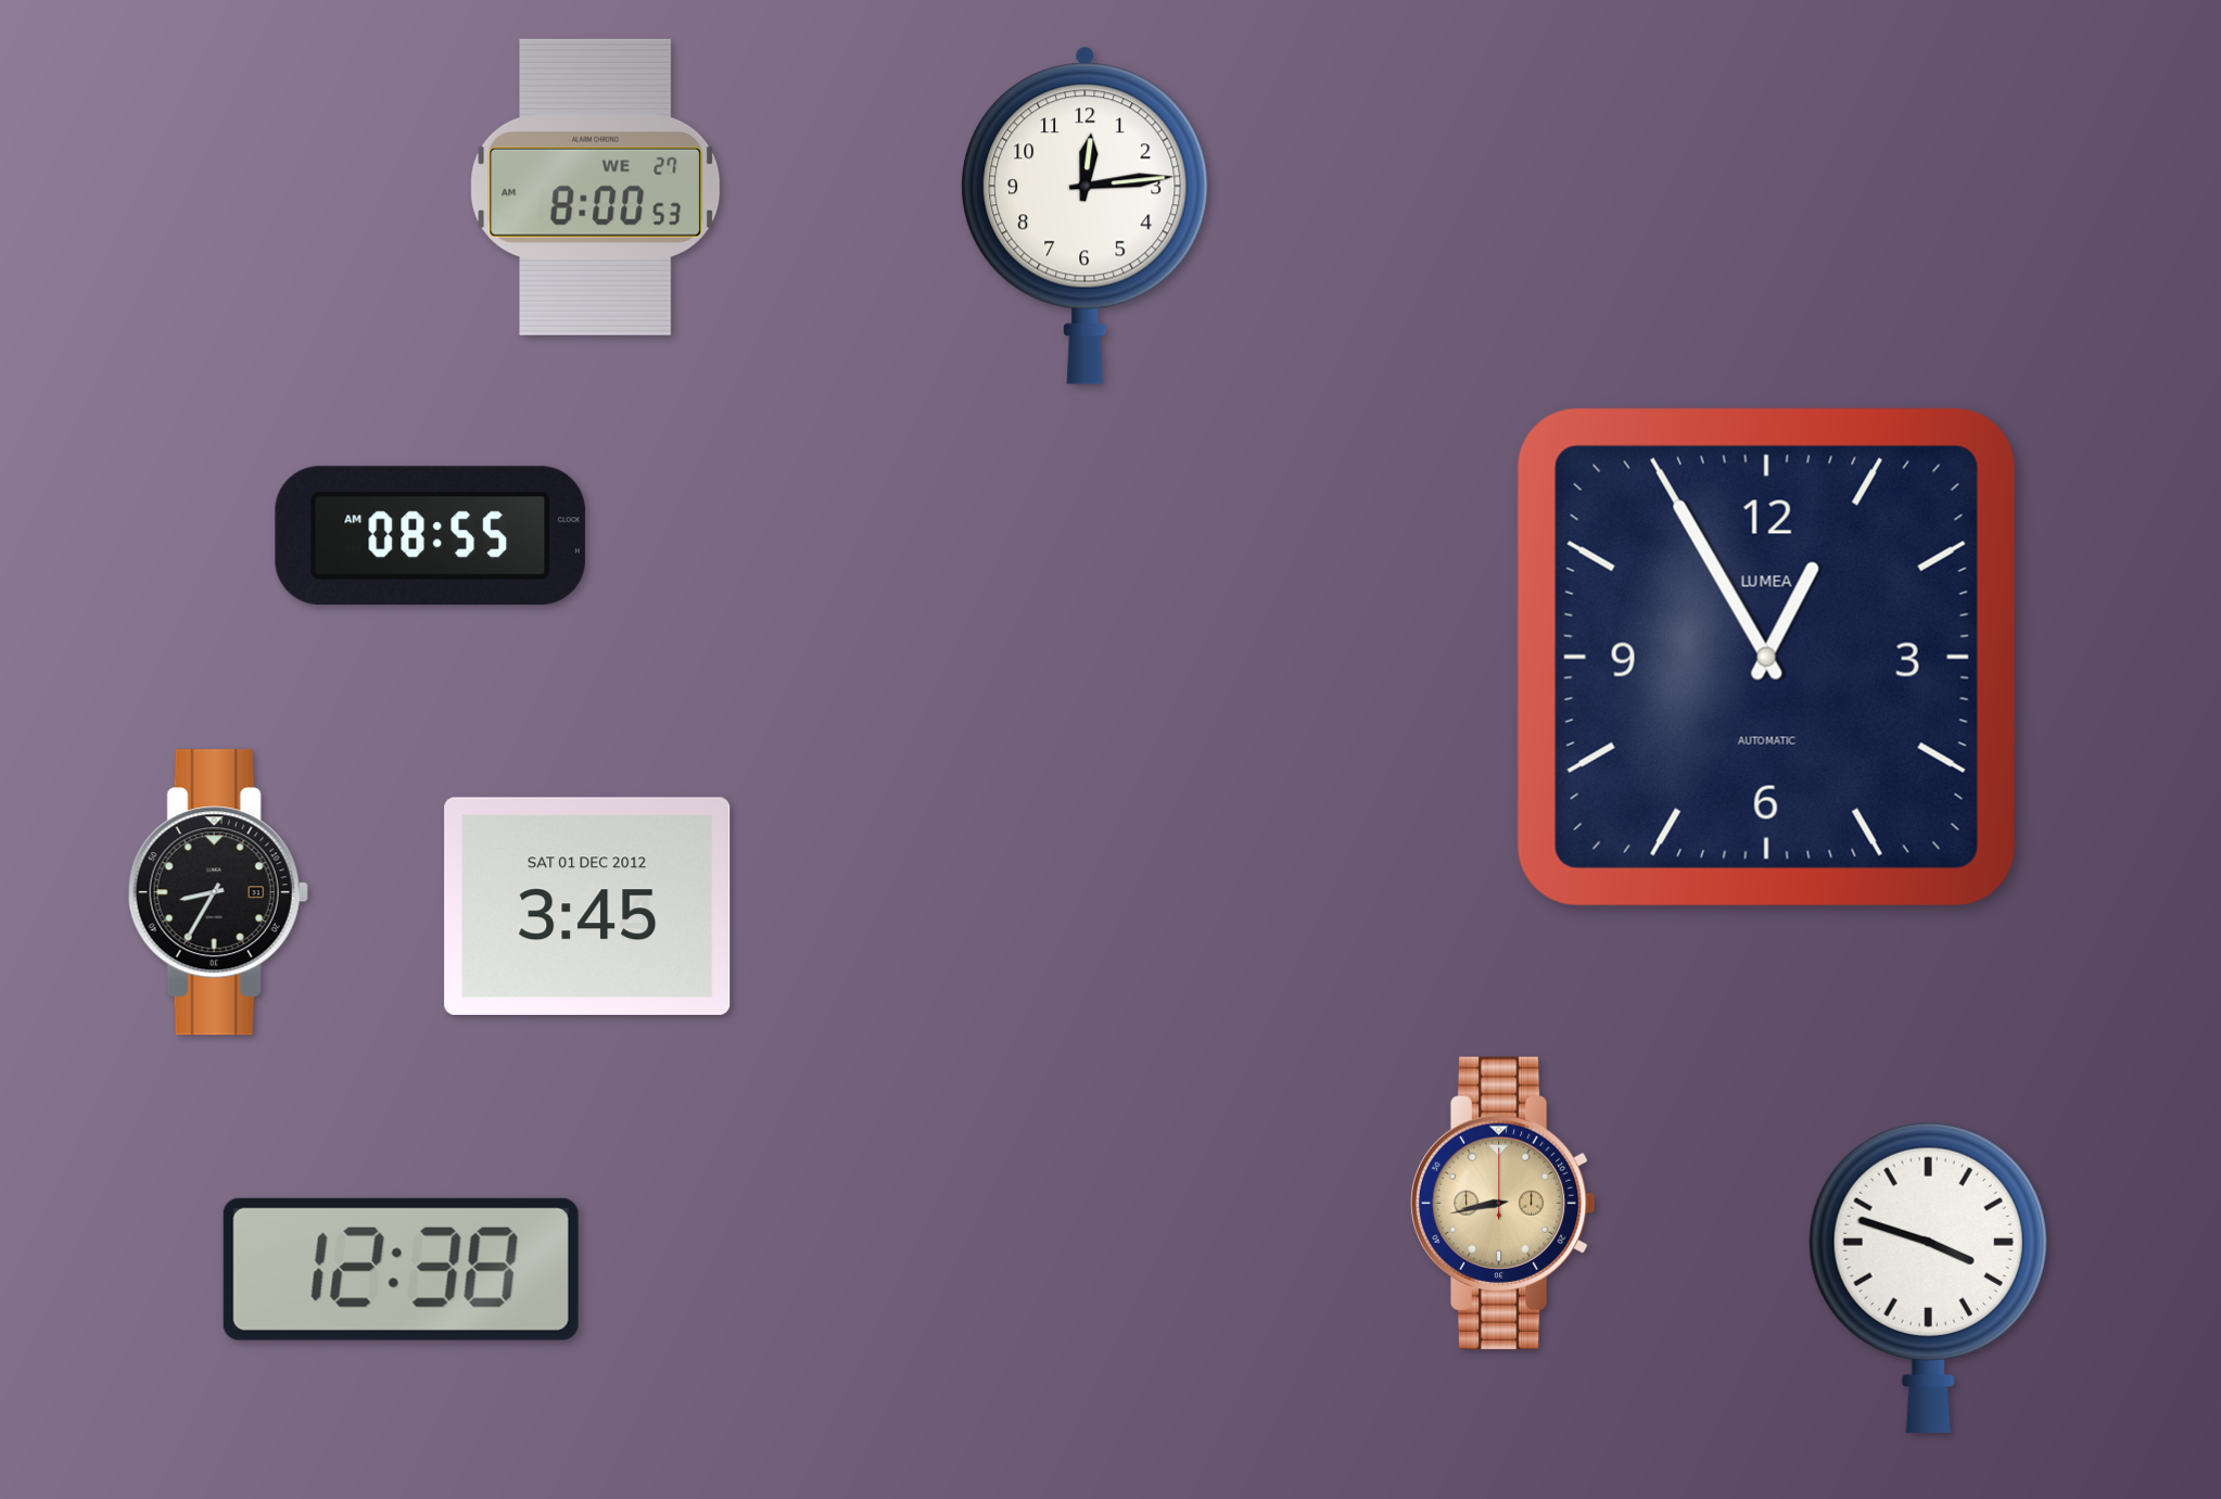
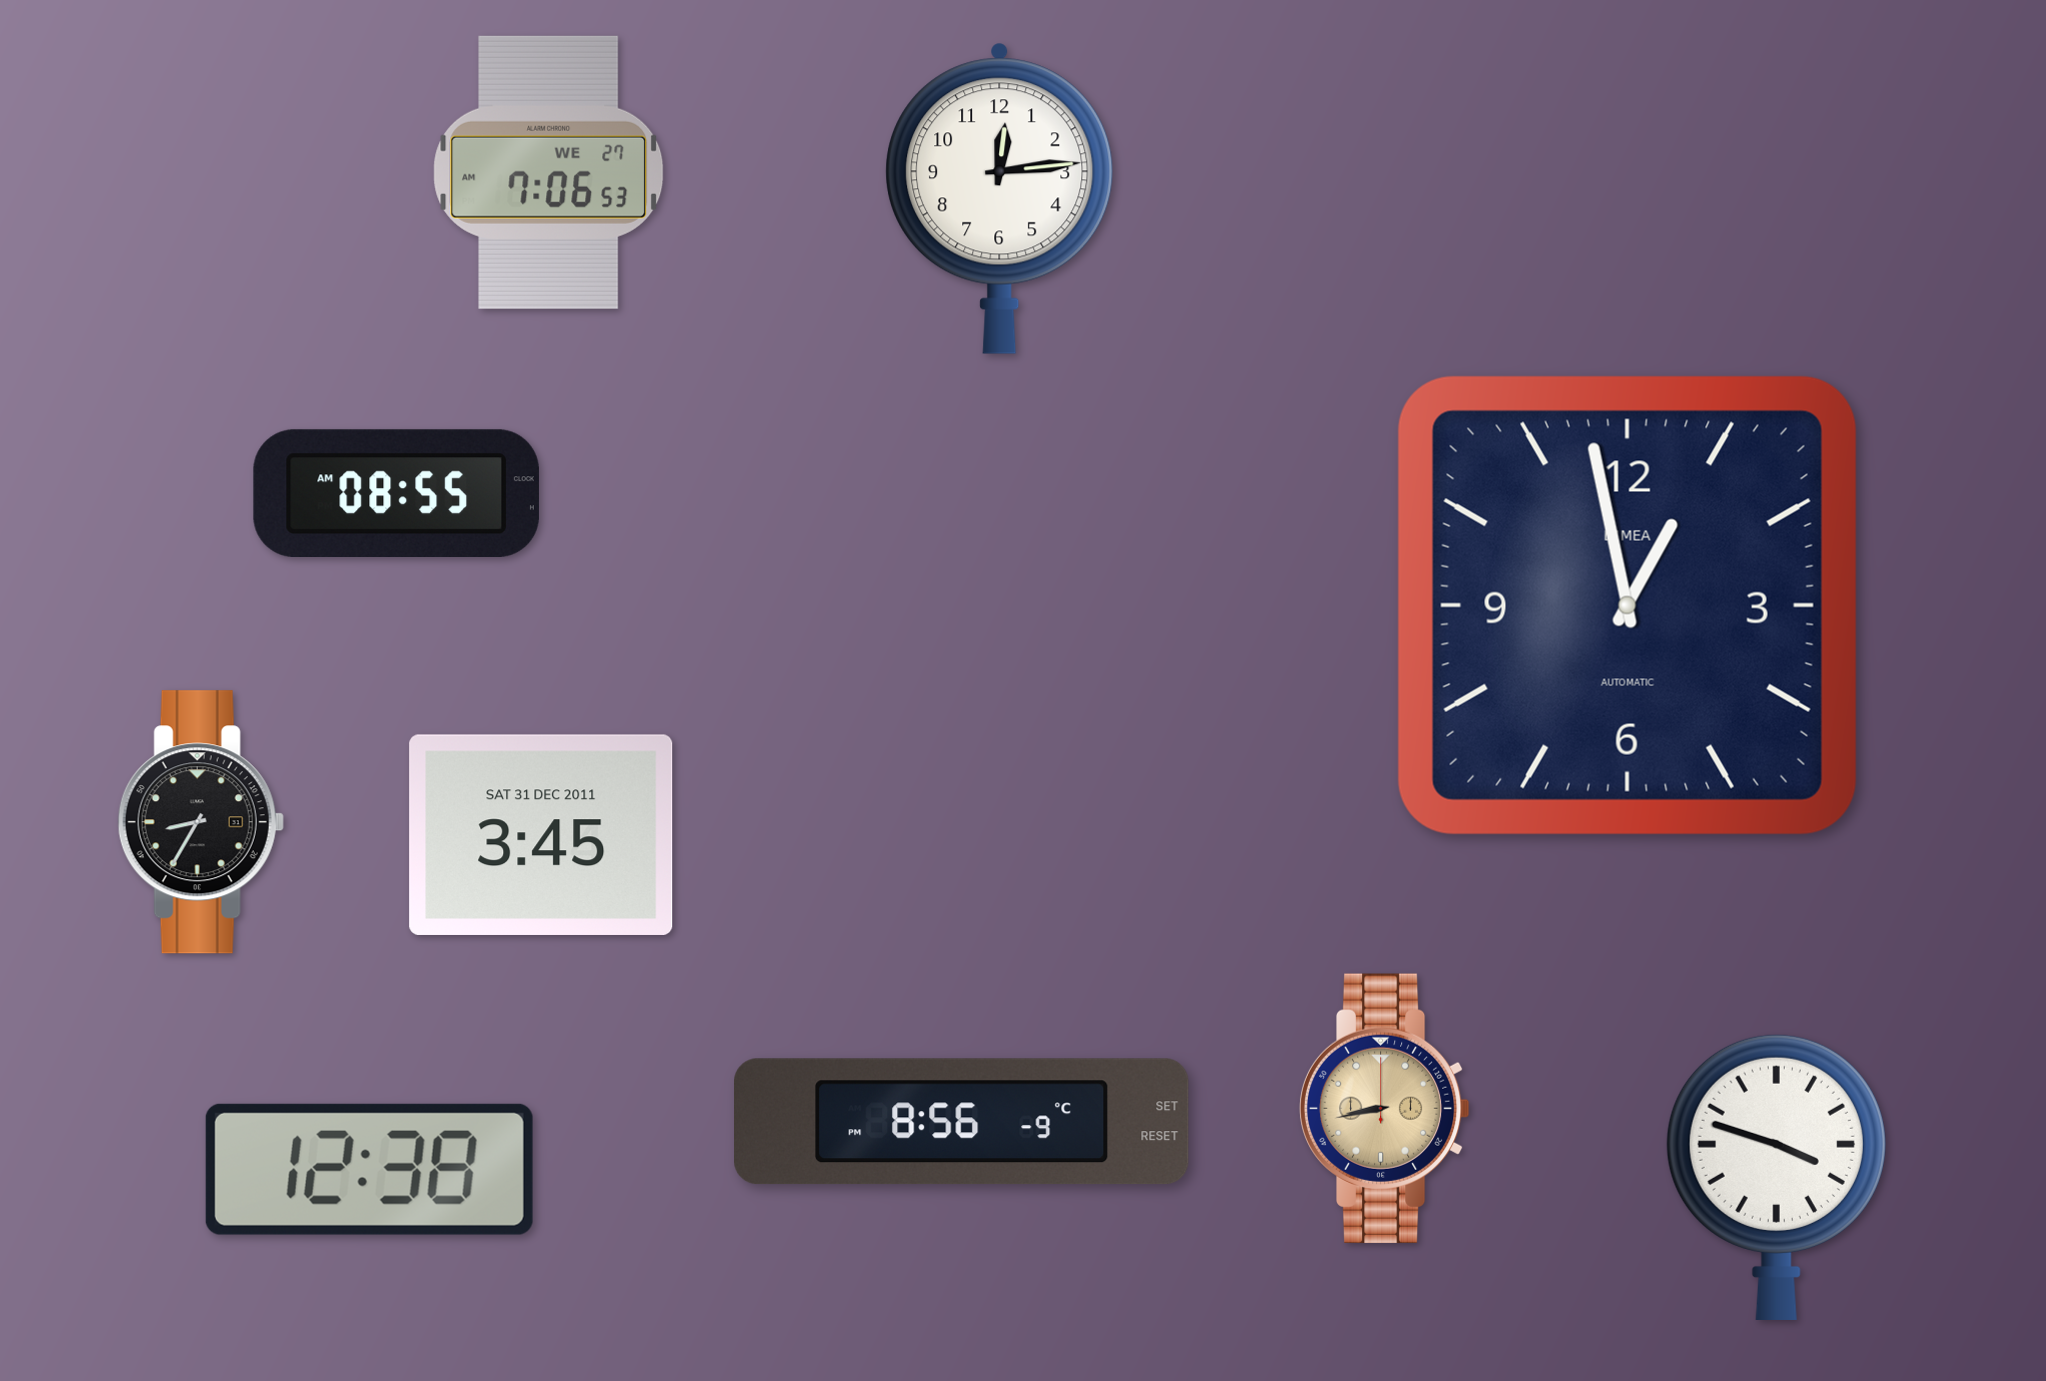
clock at (596, 187): 8:00 -> 7:06
clock at (1766, 657): 12:55 -> 12:58
clock at (587, 906) date: SAT 01 DEC 2012 -> SAT 31 DEC 2011
clock at (962, 1122): none -> 8:56
